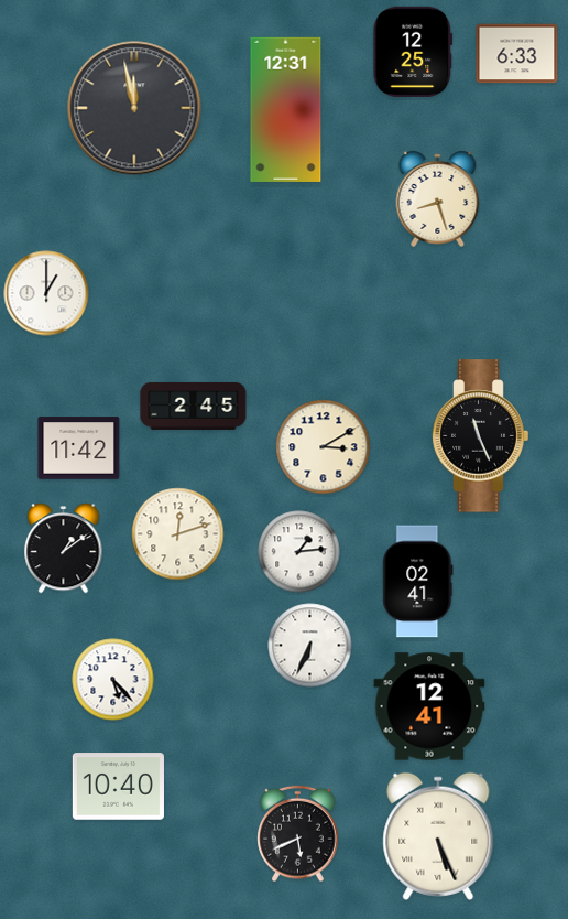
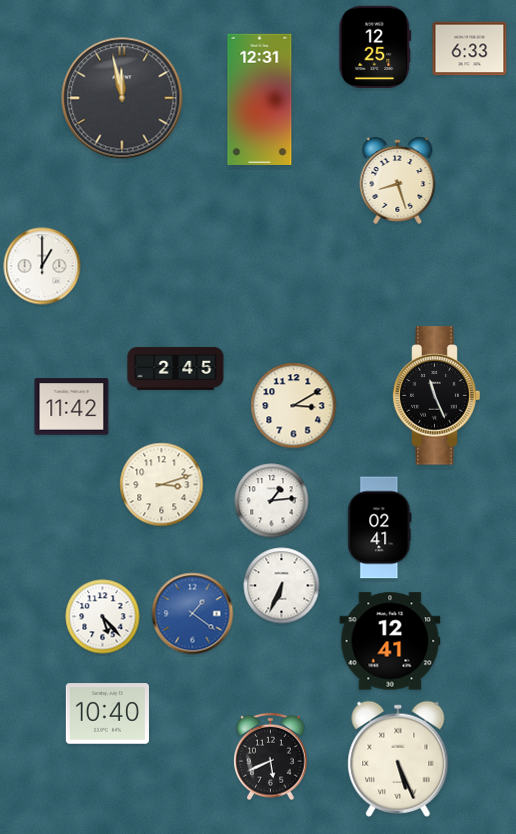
clock at (178, 534): 12:12 -> 3:12
clock at (64, 549): 1:09 -> none
clock at (193, 614): none -> 1:21
